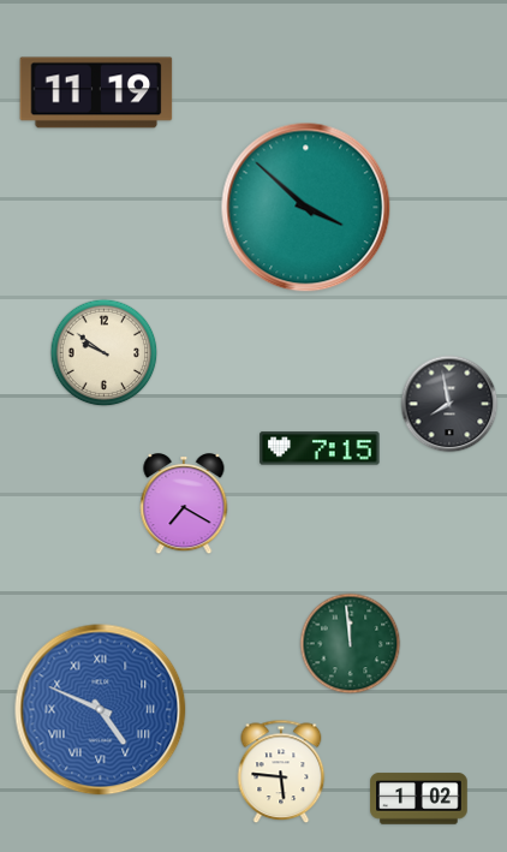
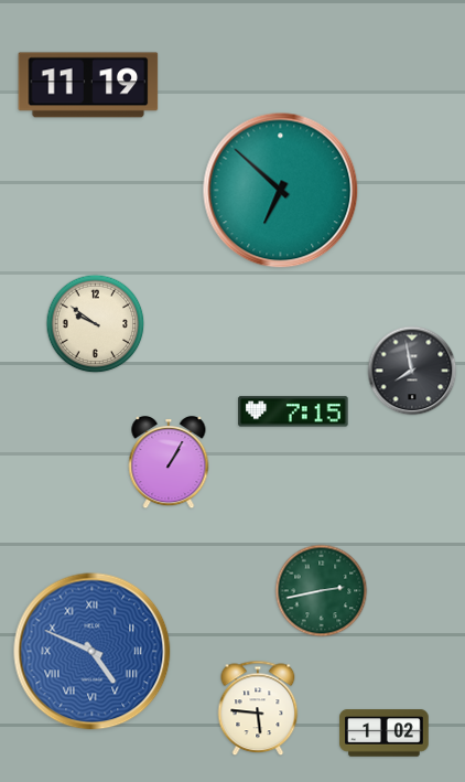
clock at (306, 208): 3:52 -> 6:52
clock at (184, 505): 7:20 -> 1:05
clock at (351, 644): 11:59 -> 2:43
